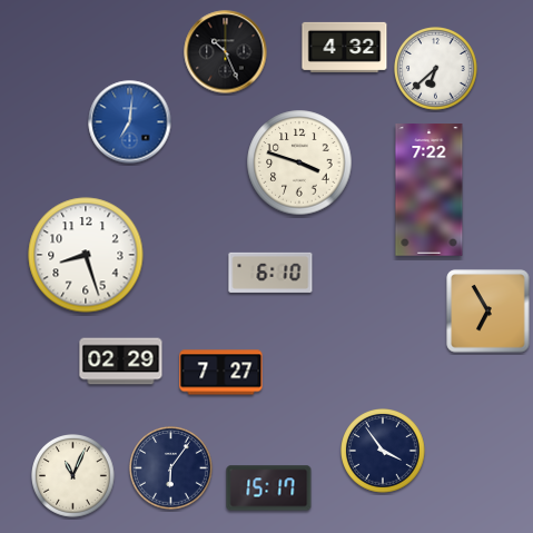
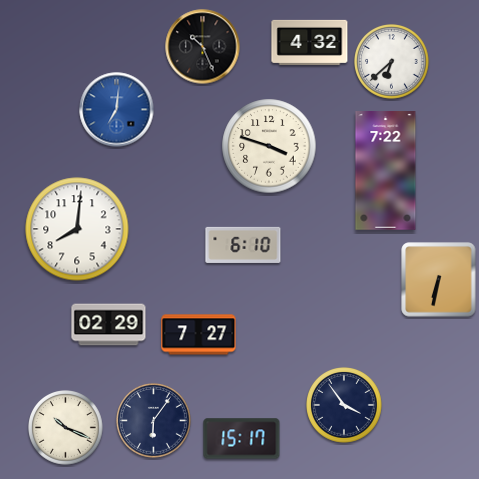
clock at (86, 255): 8:27 -> 8:01
clock at (488, 312): 6:55 -> 6:32
clock at (73, 476): 11:04 -> 10:19
